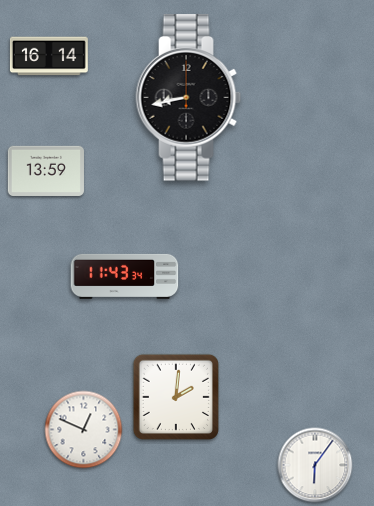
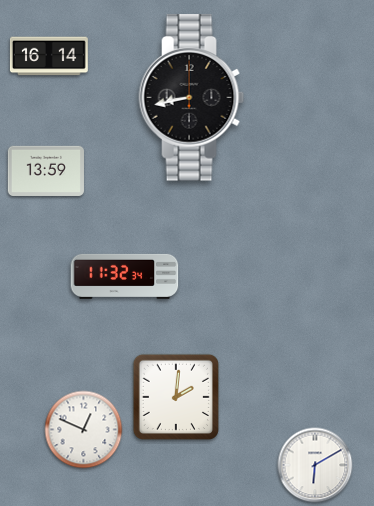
clock at (189, 98) position: (189, 98) -> (192, 98)
clock at (125, 276): 11:43 -> 11:32
clock at (315, 465): 6:06 -> 6:10
